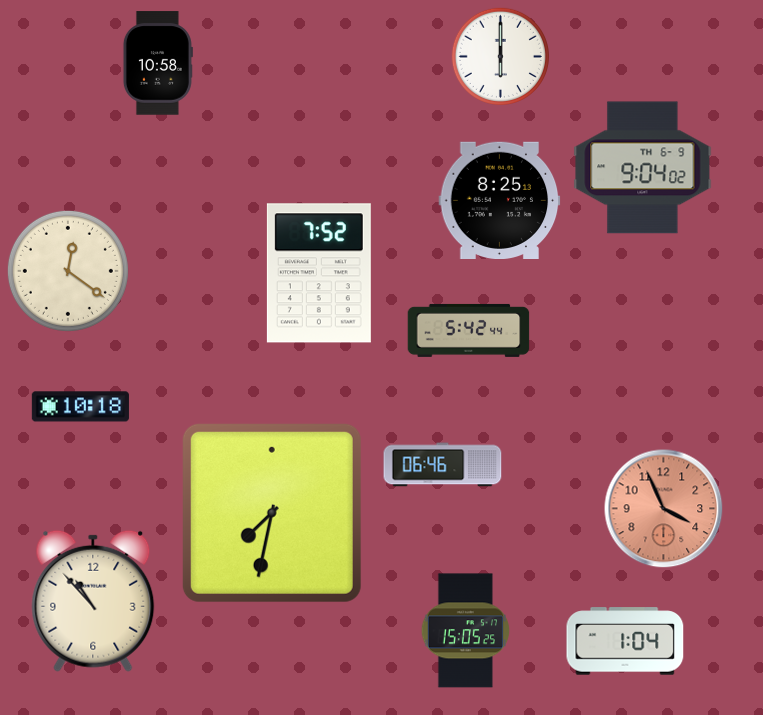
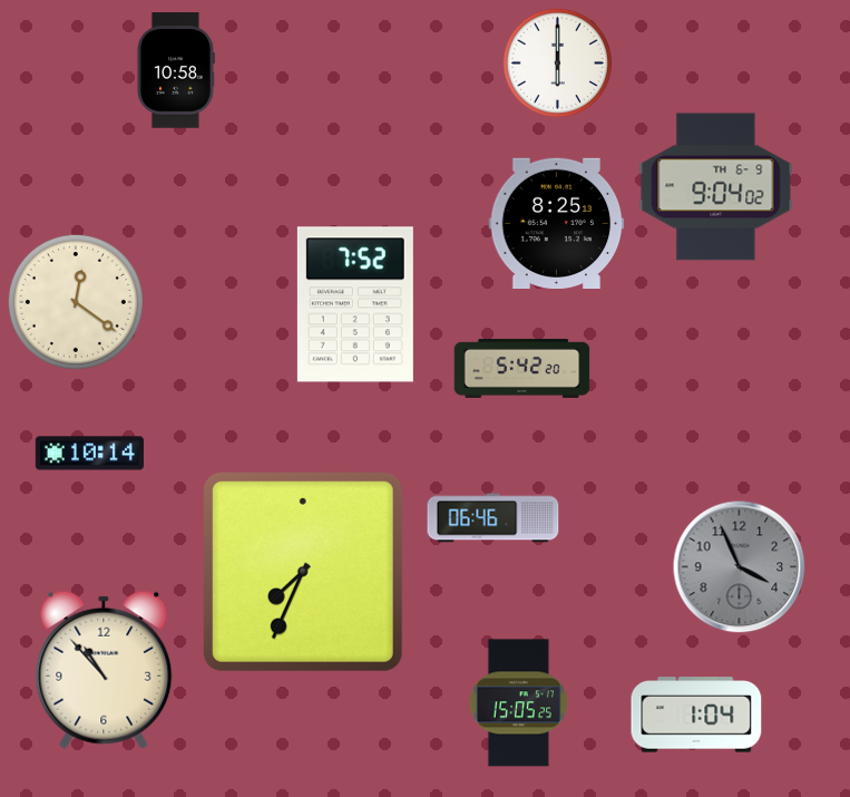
clock at (469, 330): 5:42:44 -> 5:42:20
clock at (80, 407): 10:18 -> 10:14
clock at (664, 509) dial: salmon -> grey
clock at (272, 513): 7:32 -> 7:34
